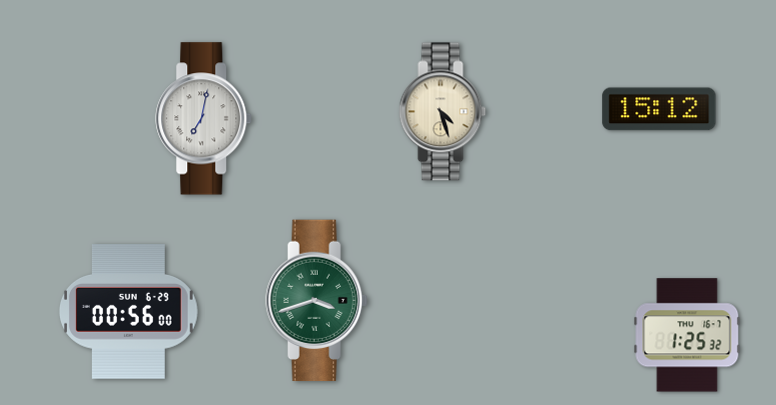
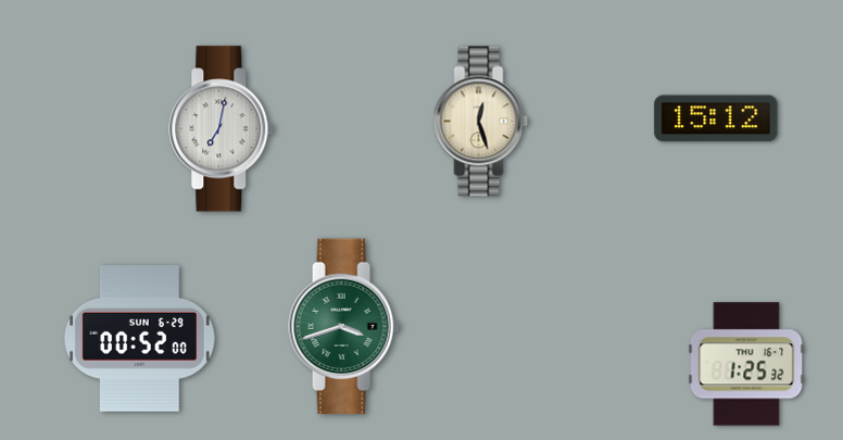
clock at (443, 112): 4:27 -> 12:27
clock at (128, 312): 00:56 -> 00:52
